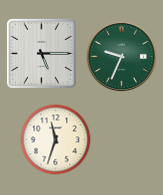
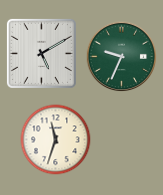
clock at (41, 53): 5:15 -> 5:10
